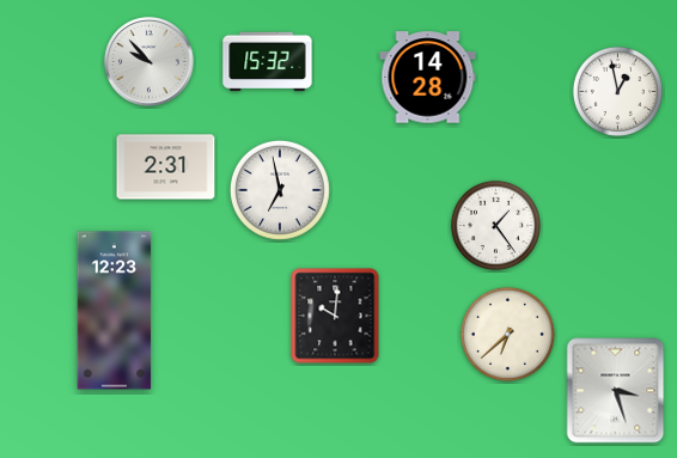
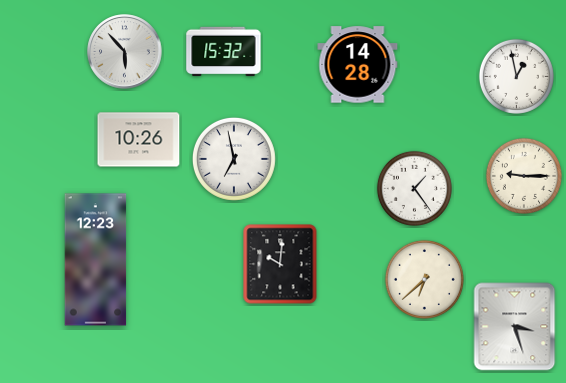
clock at (150, 62): 9:53 -> 5:53
clock at (166, 167): 2:31 -> 10:26
clock at (524, 176): none -> 9:15
